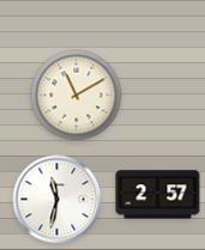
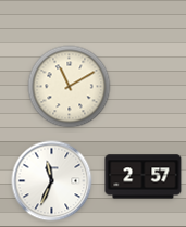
clock at (58, 200): 11:32 -> 11:34
